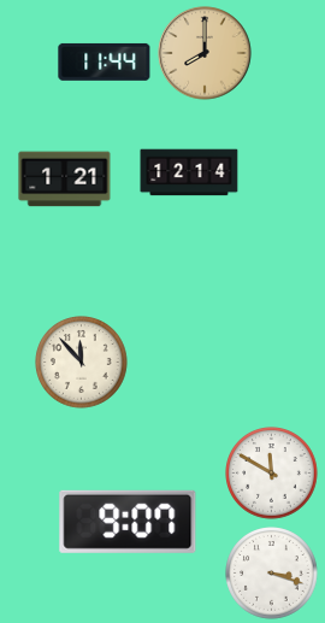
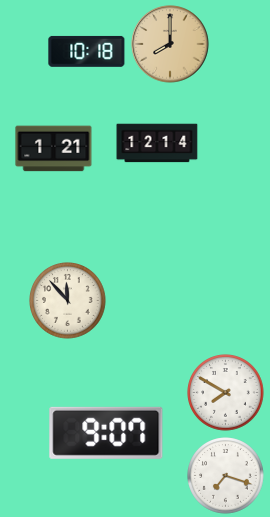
clock at (105, 61): 11:44 -> 10:18
clock at (272, 474): 11:50 -> 7:50
clock at (272, 574): 3:18 -> 7:18
